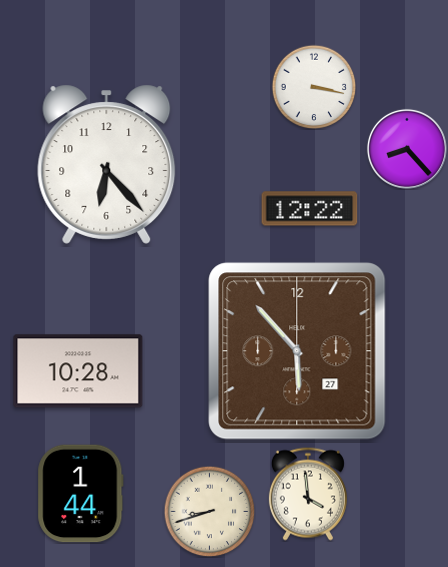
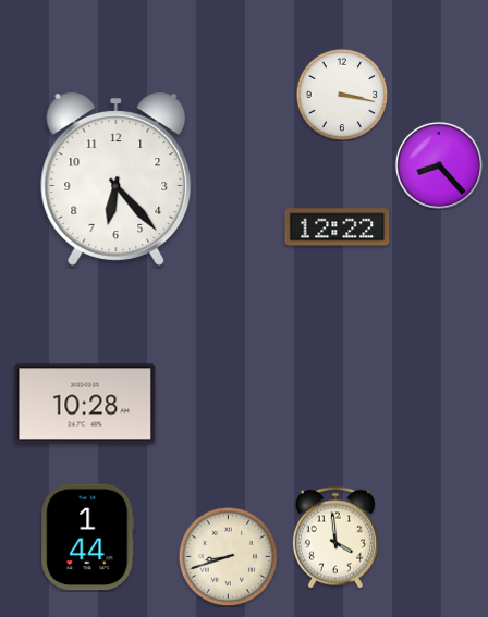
clock at (407, 149) position: (407, 149) -> (439, 165)
clock at (297, 351): 5:53 -> none
